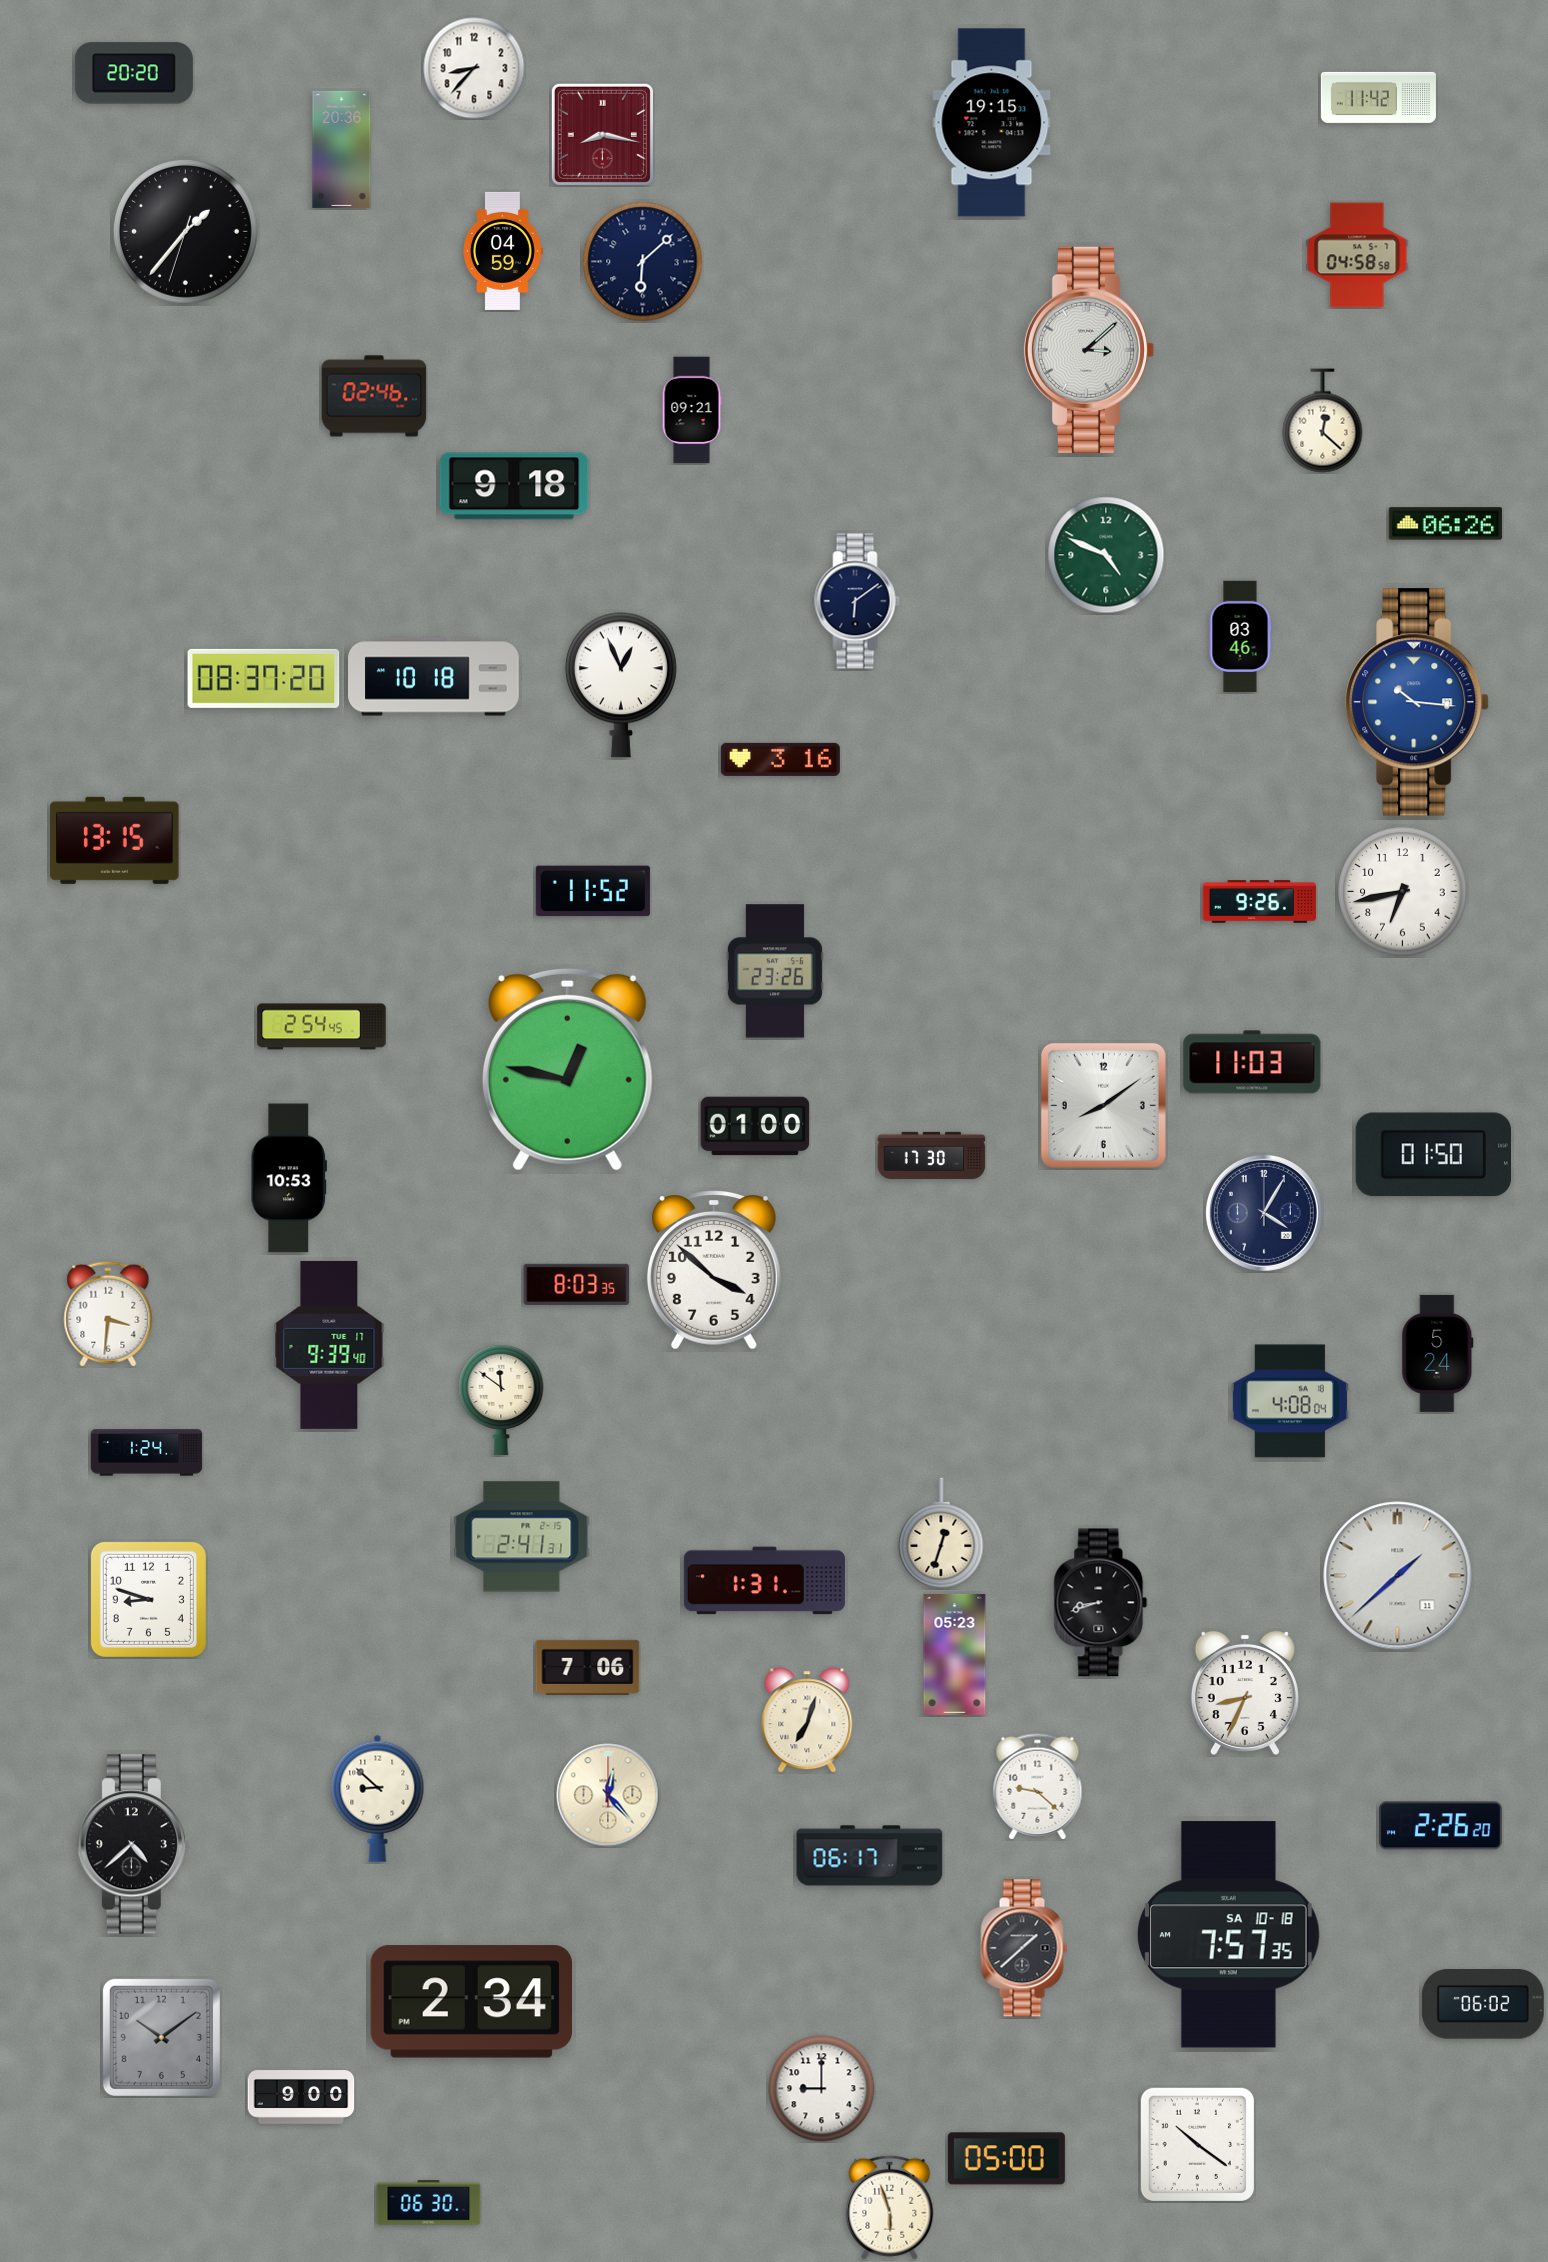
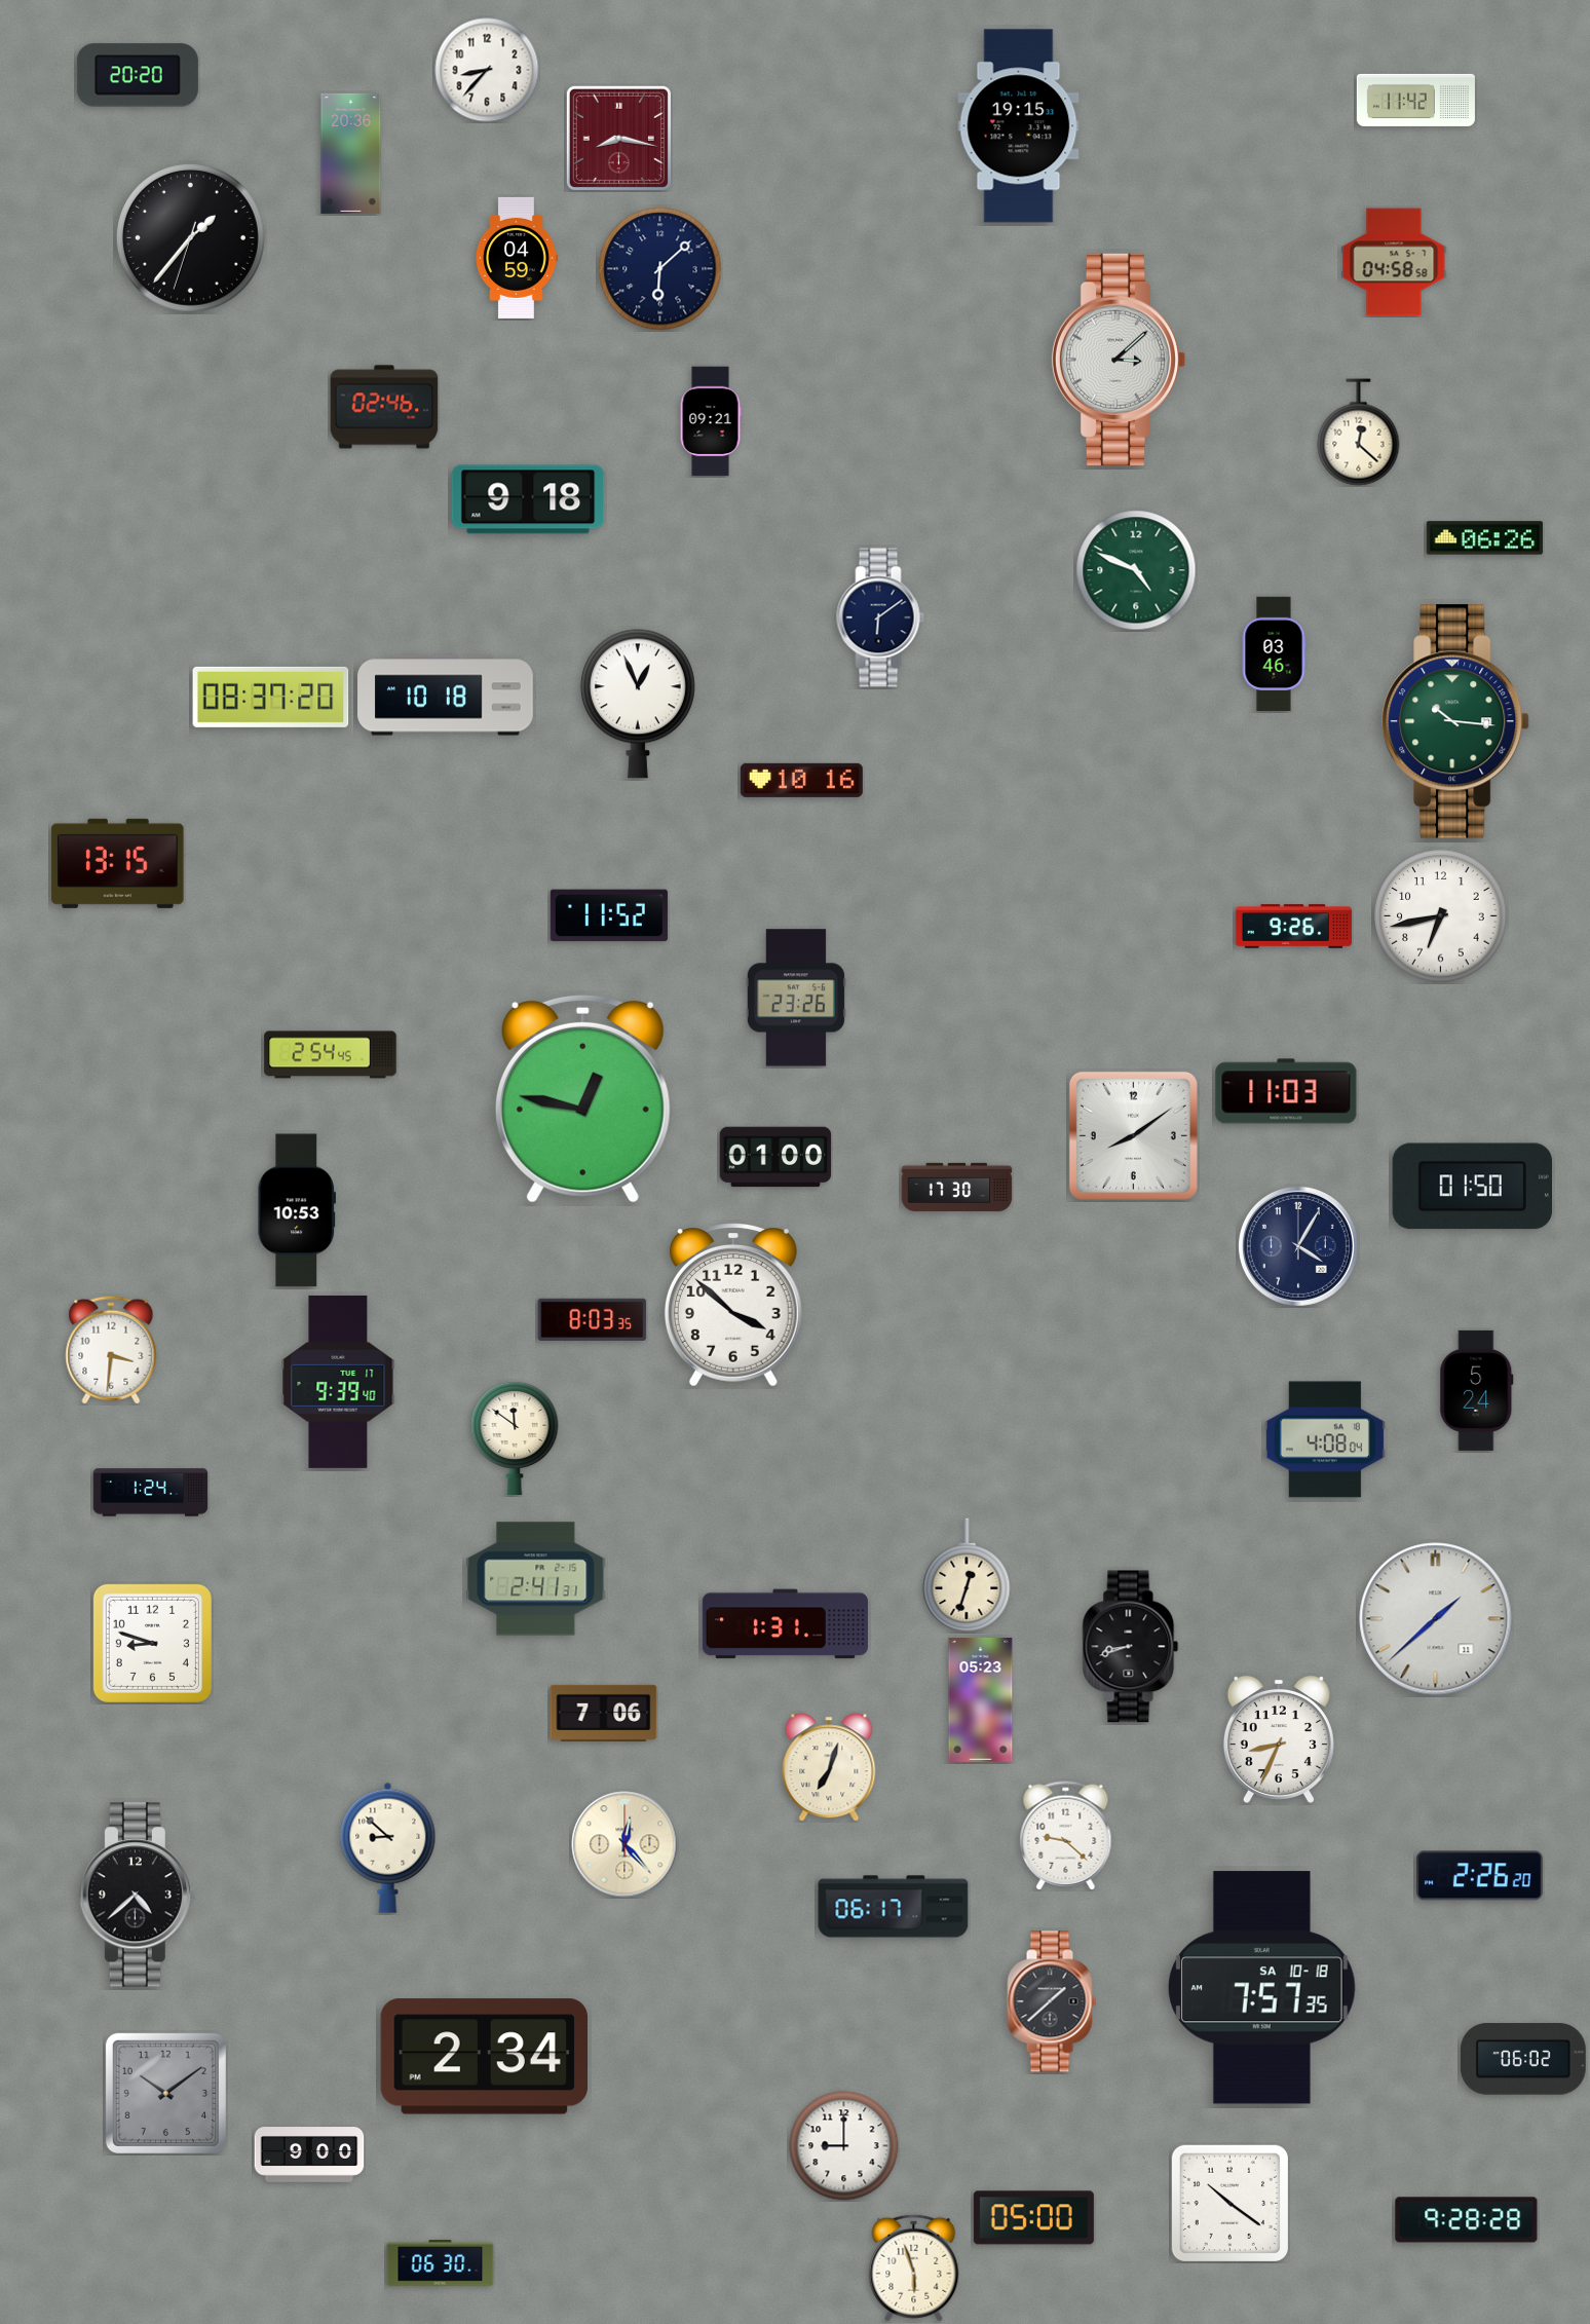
clock at (1417, 702) dial: blue -> green
clock at (780, 759): 3:16 -> 10:16
clock at (1467, 2220): none -> 9:28
